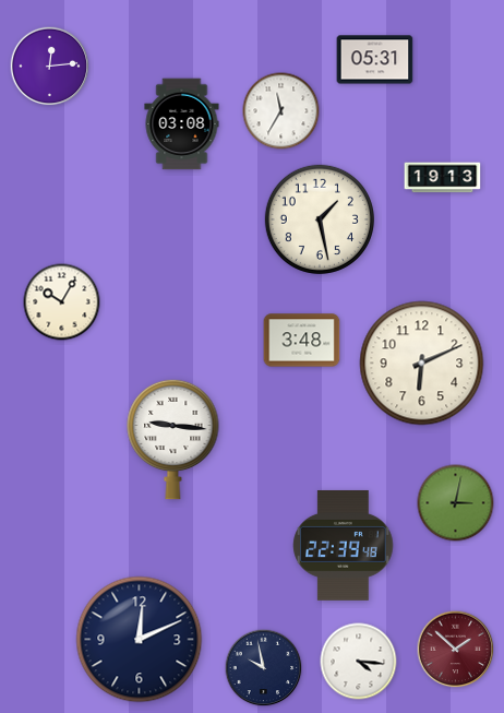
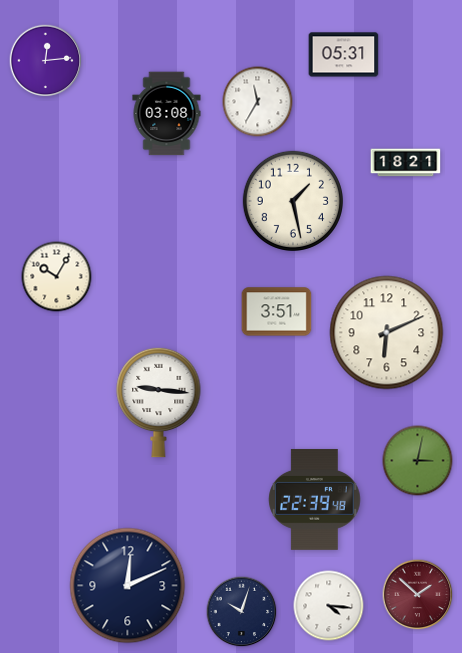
clock at (443, 178): 19:13 -> 18:21
clock at (302, 341): 3:48 -> 3:51
clock at (264, 668): 9:58 -> 10:03
